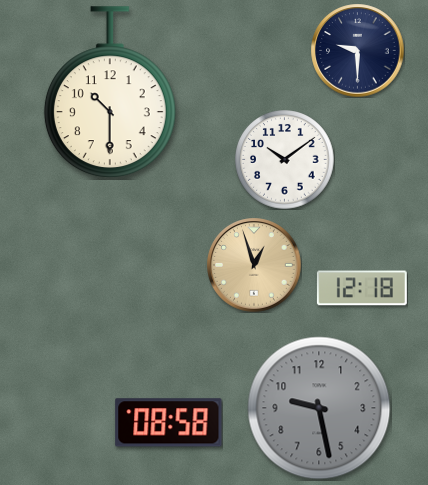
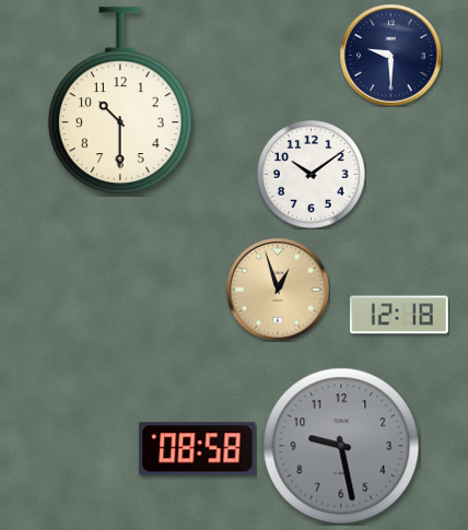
clock at (362, 288) position: (362, 288) -> (399, 315)
clock at (319, 408) position: (319, 408) -> (341, 446)
clock at (169, 423) position: (169, 423) -> (198, 449)
